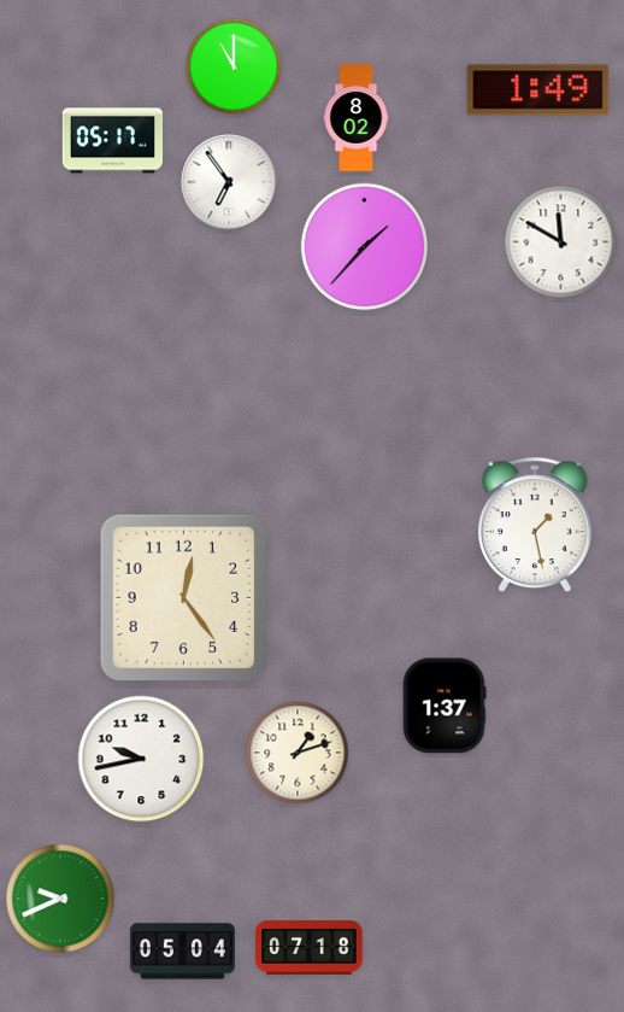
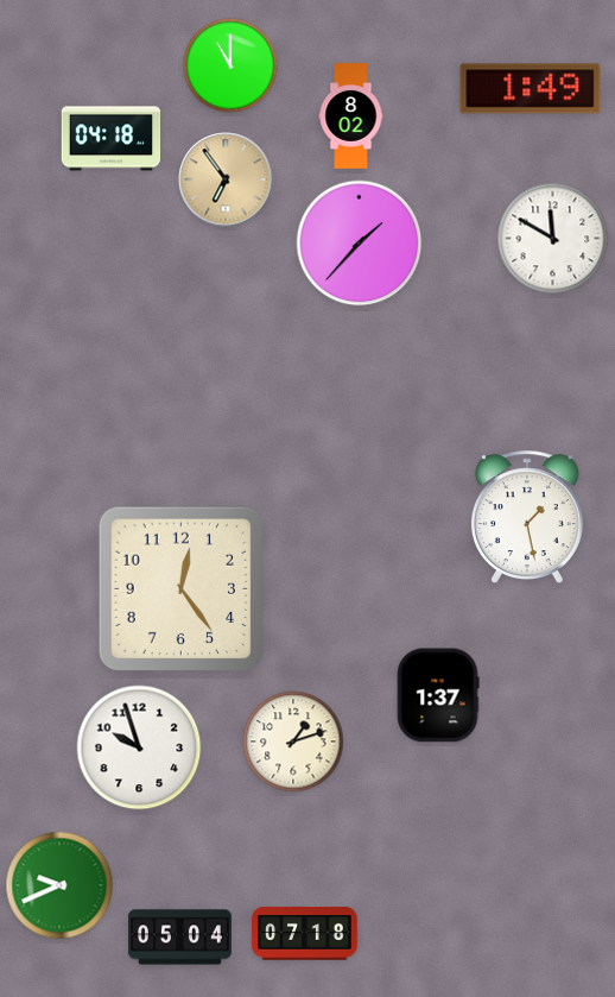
clock at (113, 141): 05:17 -> 04:18
clock at (229, 182) dial: white -> champagne
clock at (141, 759): 9:43 -> 9:57
